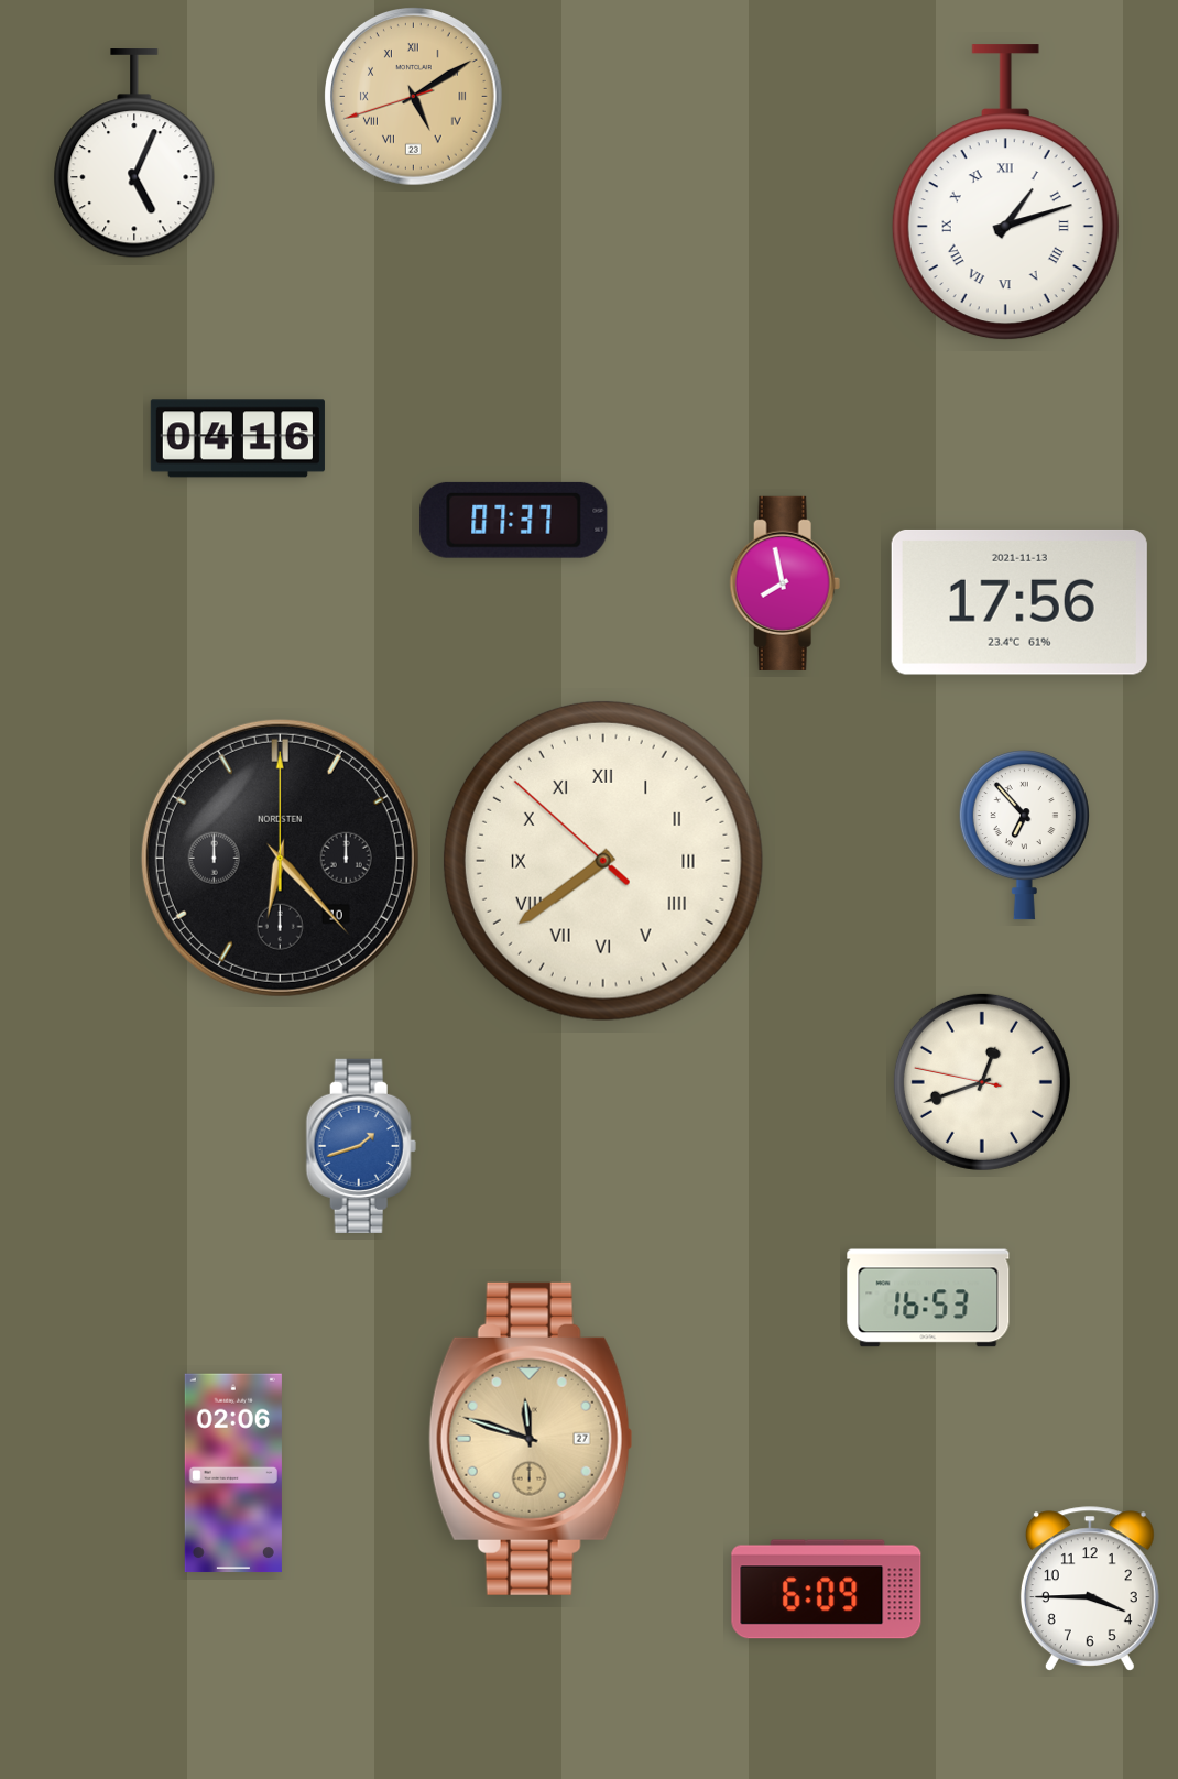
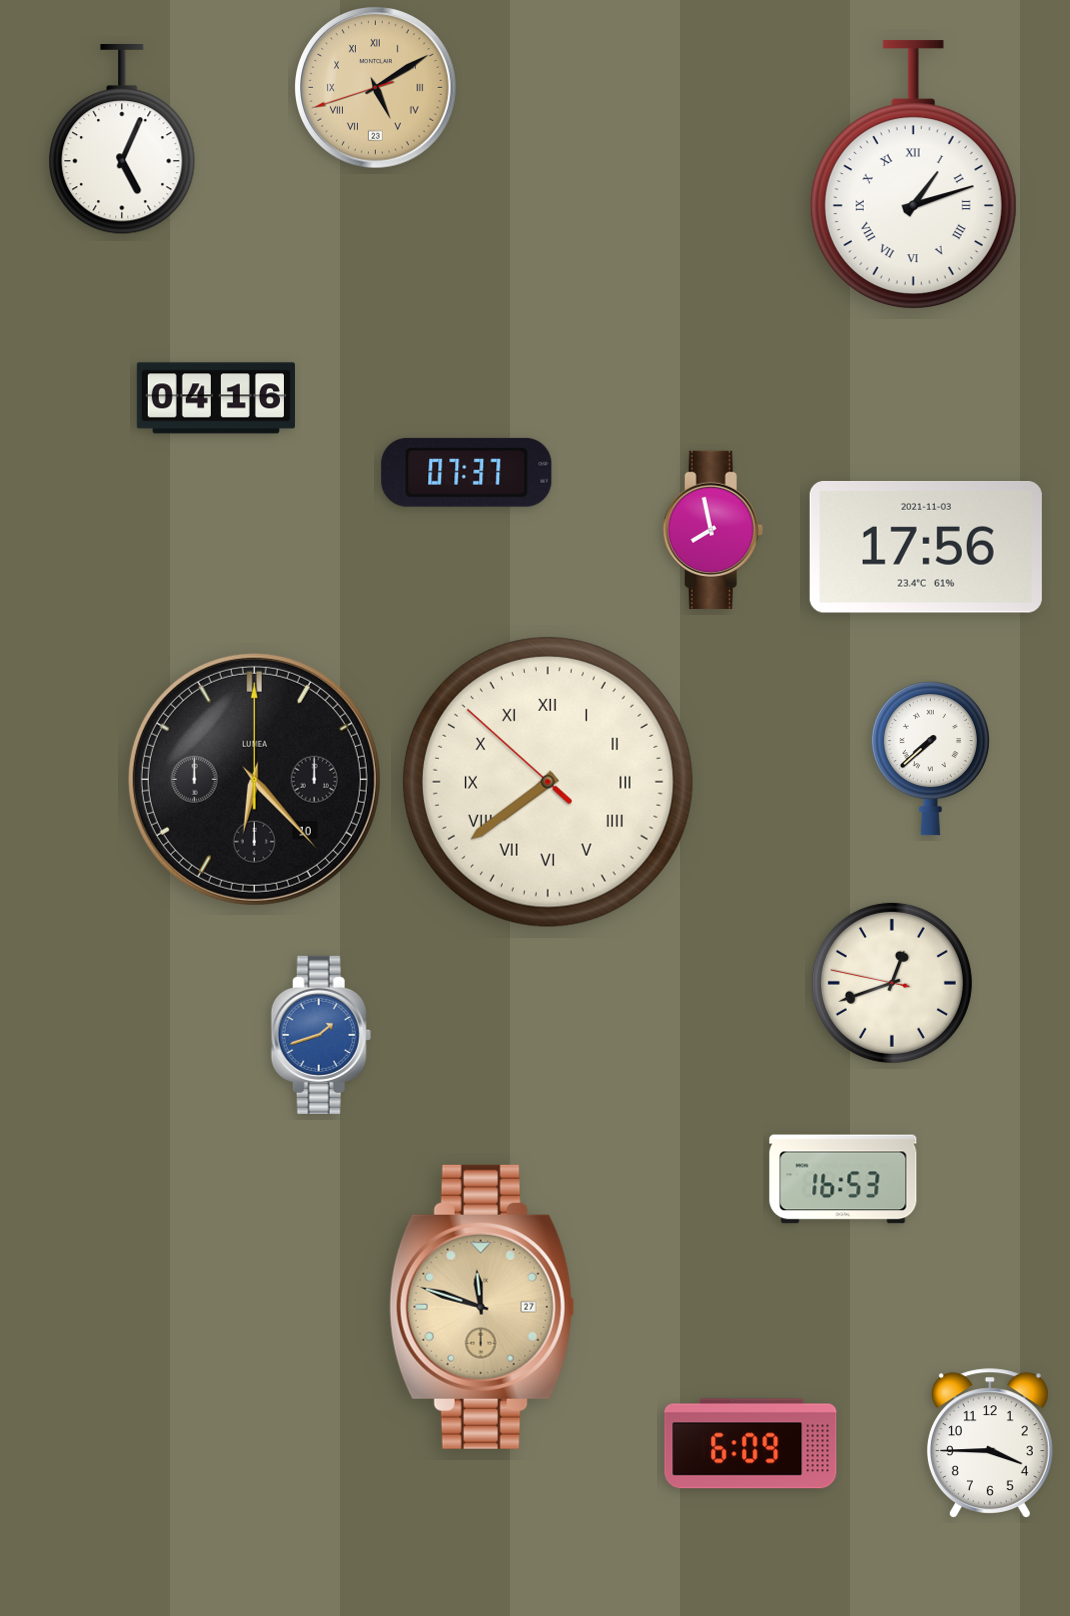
clock at (1019, 602) date: 2021-11-13 -> 2021-11-03
clock at (1024, 836): 6:53 -> 7:38
clock at (280, 858) brand: NORDSTEN -> LUMEA
clock at (361, 1146) position: (361, 1146) -> (321, 1035)
clock at (233, 1473): 02:06 -> none
